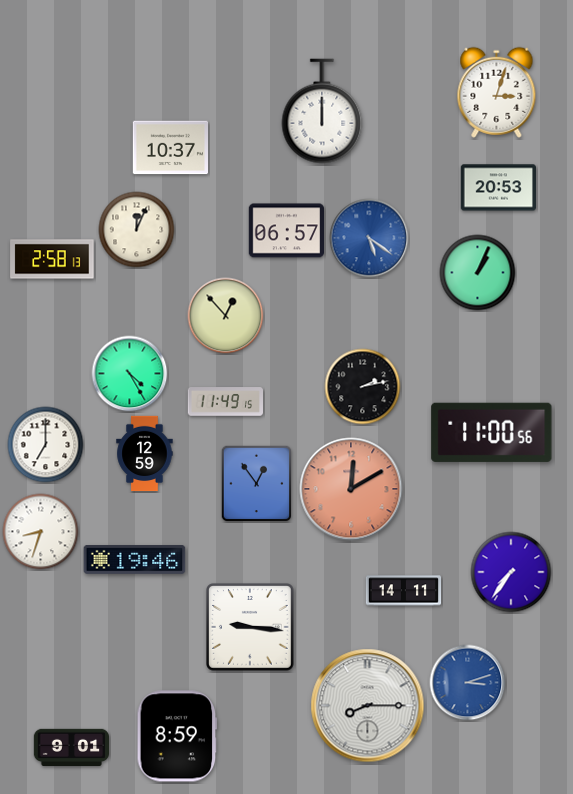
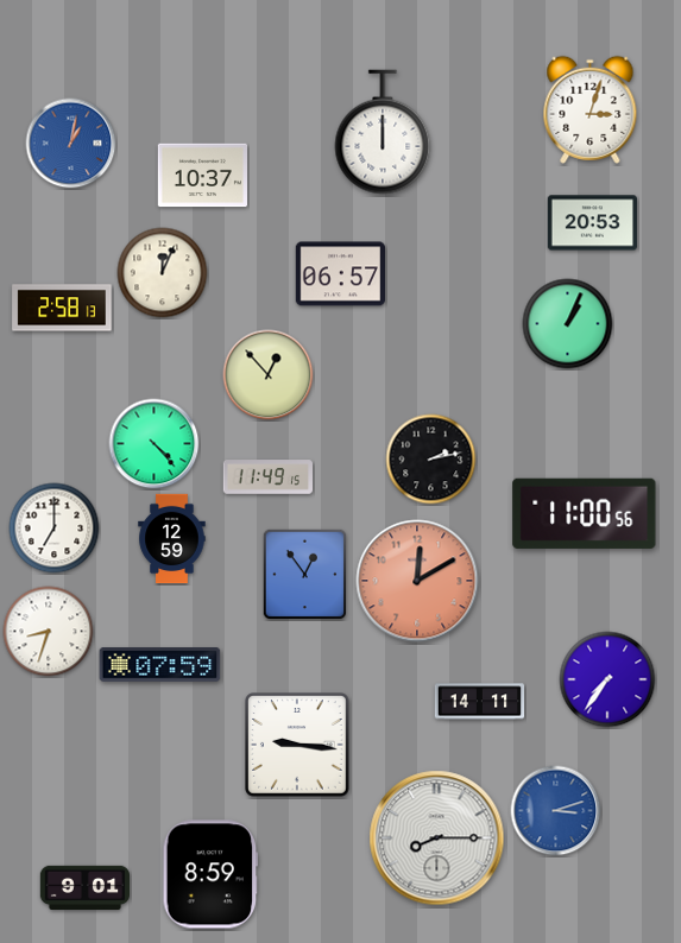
clock at (71, 144): none -> 1:02
clock at (369, 238): 5:21 -> none
clock at (130, 374): 4:25 -> 4:23
clock at (135, 560): 19:46 -> 07:59
